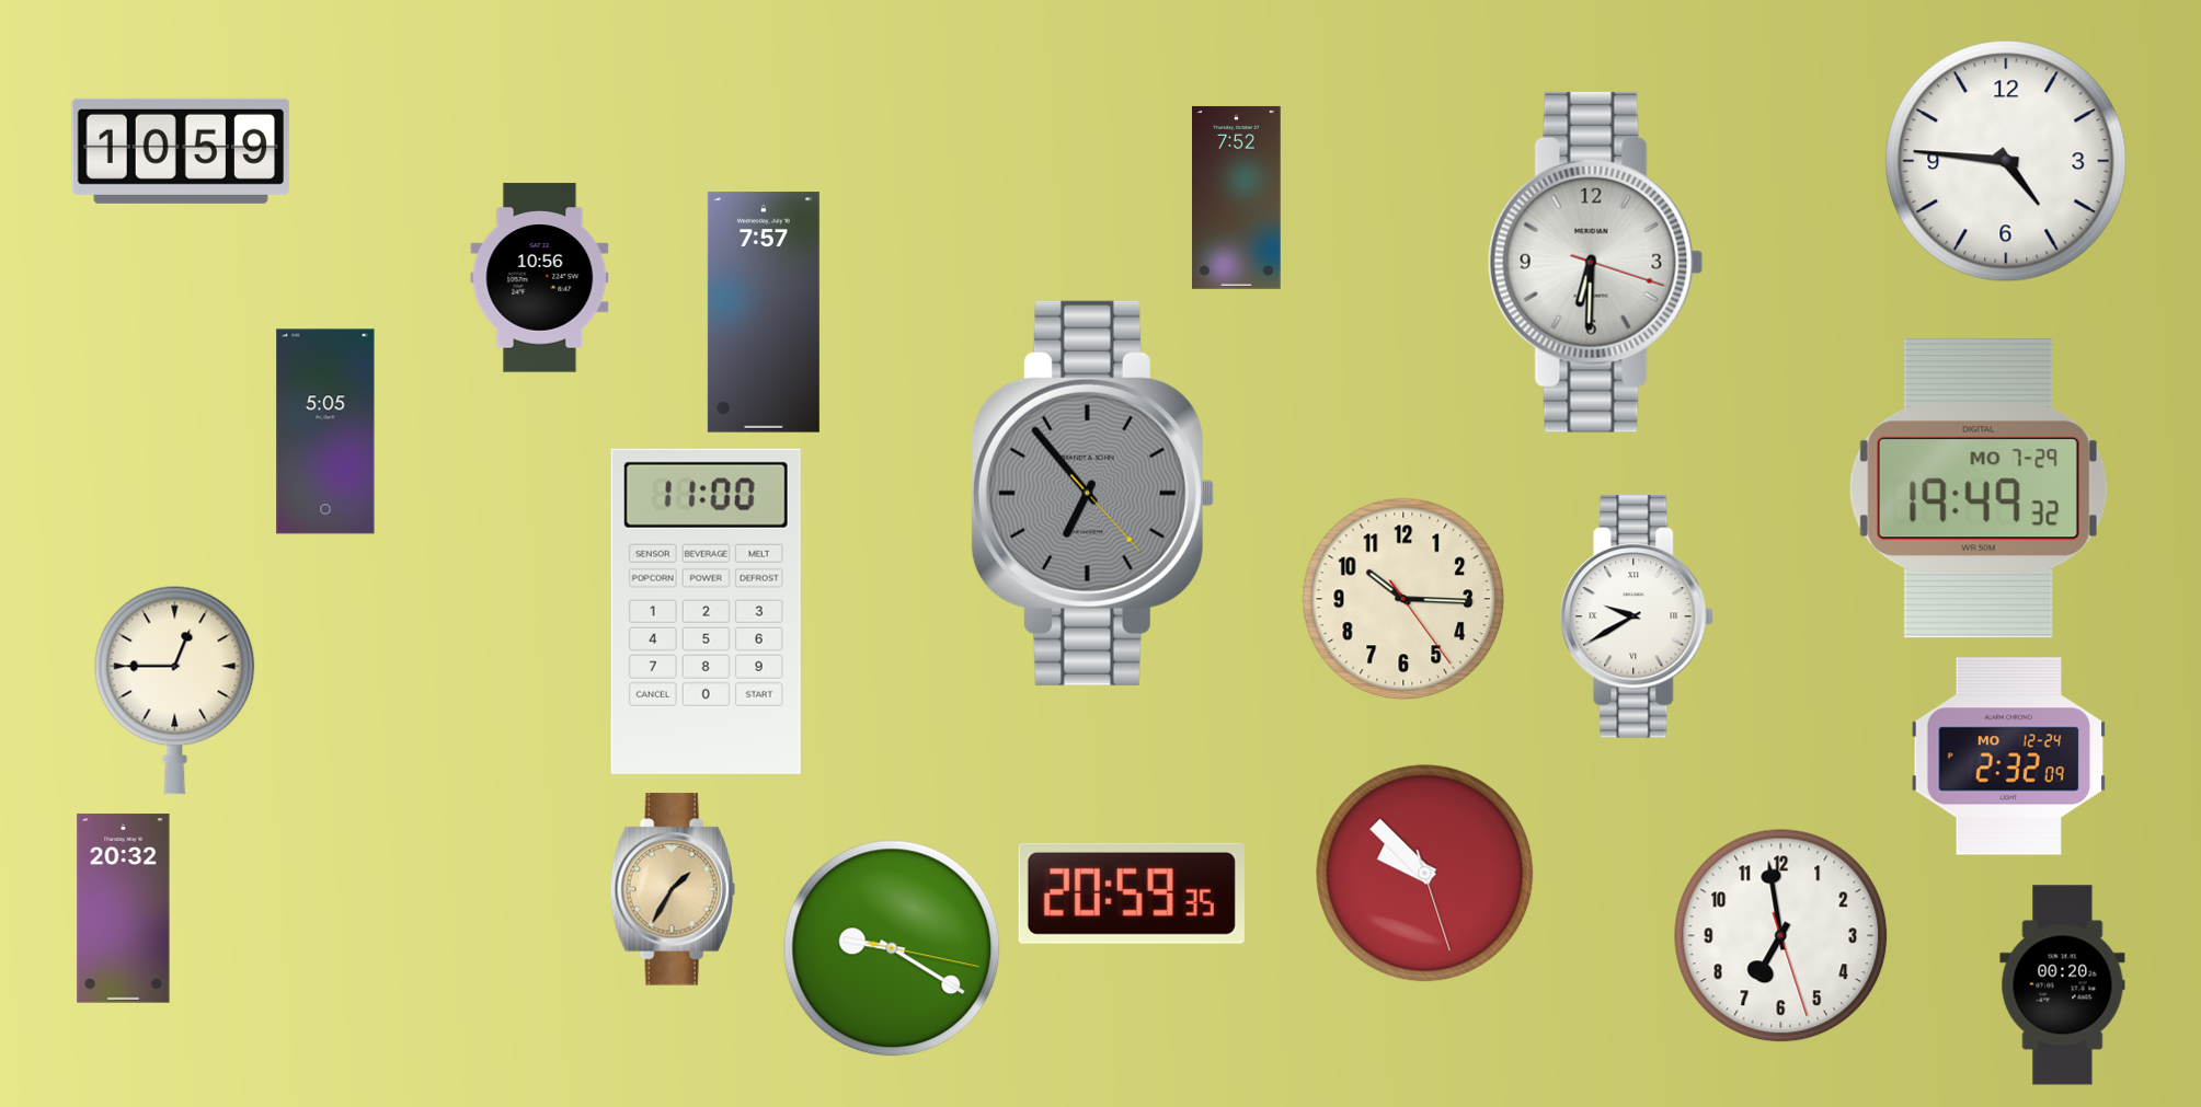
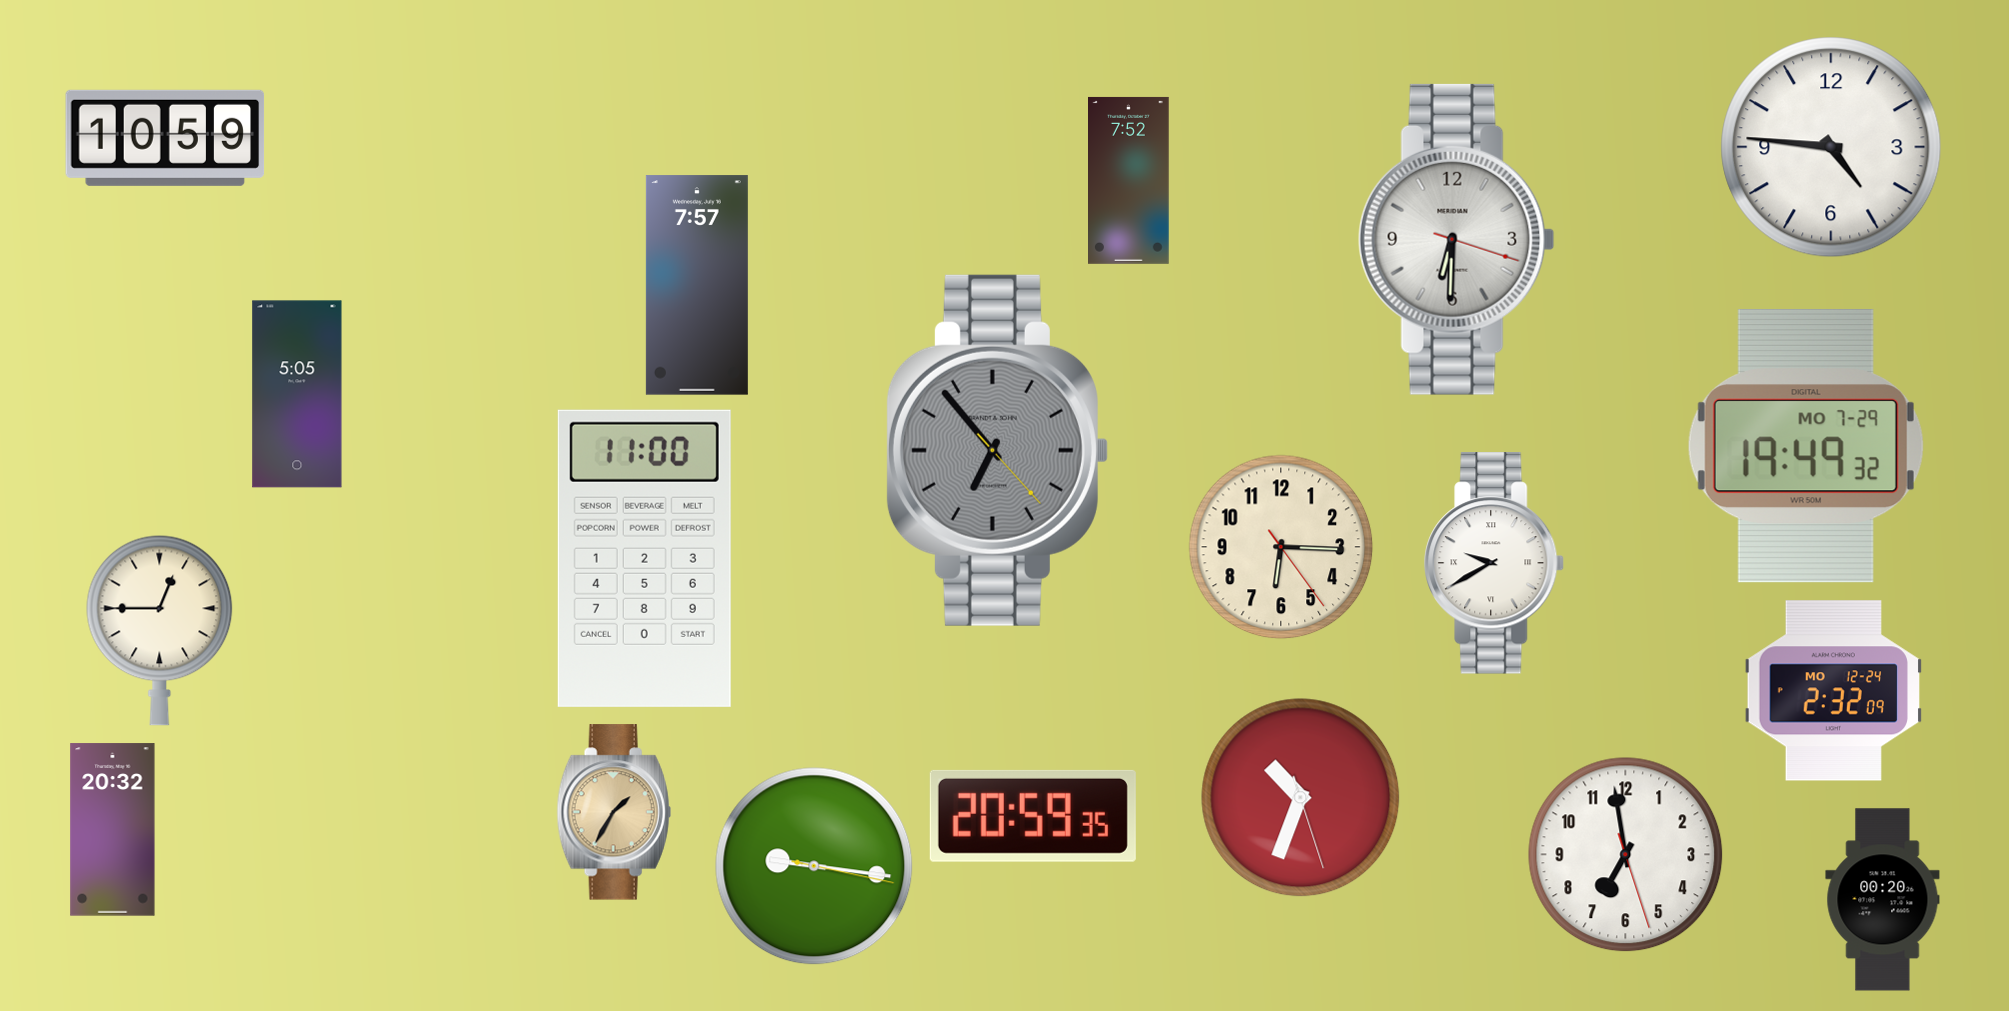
clock at (540, 278): 10:56 -> none
clock at (1403, 599): 10:15 -> 6:15
clock at (1425, 874): 9:52 -> 10:33
clock at (892, 948): 9:20 -> 9:16
